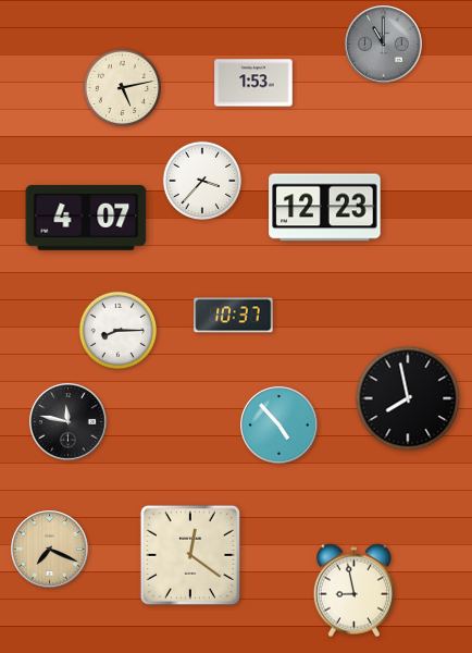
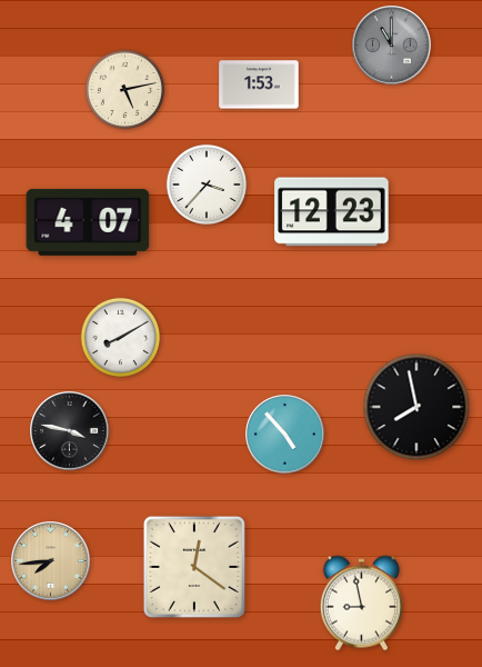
clock at (234, 316): 10:37 -> none
clock at (117, 330): 8:15 -> 8:10
clock at (69, 422): 11:47 -> 3:47
clock at (50, 550): 7:19 -> 7:44
